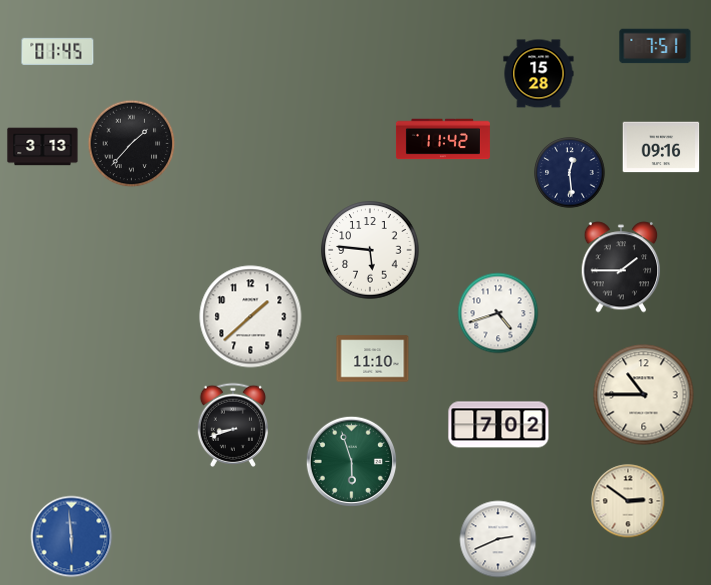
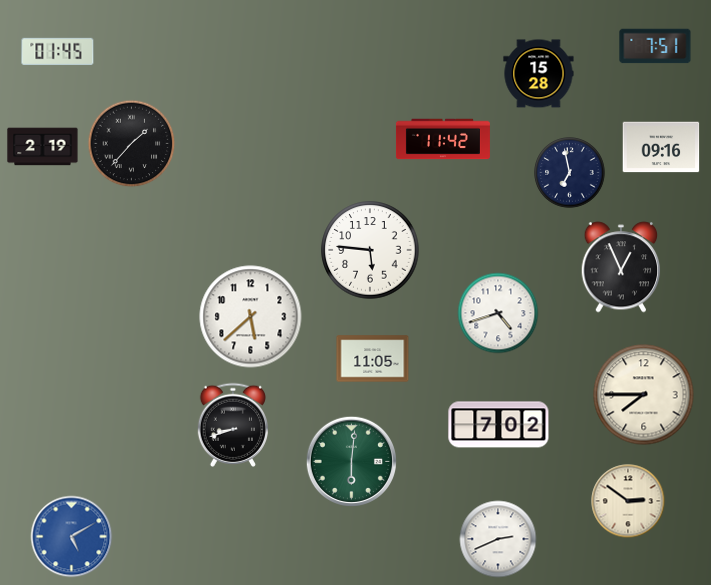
clock at (43, 147): 3:13 -> 2:19
clock at (570, 173): 12:29 -> 6:58
clock at (621, 267): 1:45 -> 12:56
clock at (251, 317): 1:38 -> 5:38
clock at (373, 359): 11:10 -> 11:05
clock at (644, 395): 10:45 -> 7:45
clock at (351, 461): 5:57 -> 6:01
clock at (72, 537): 5:59 -> 5:10
